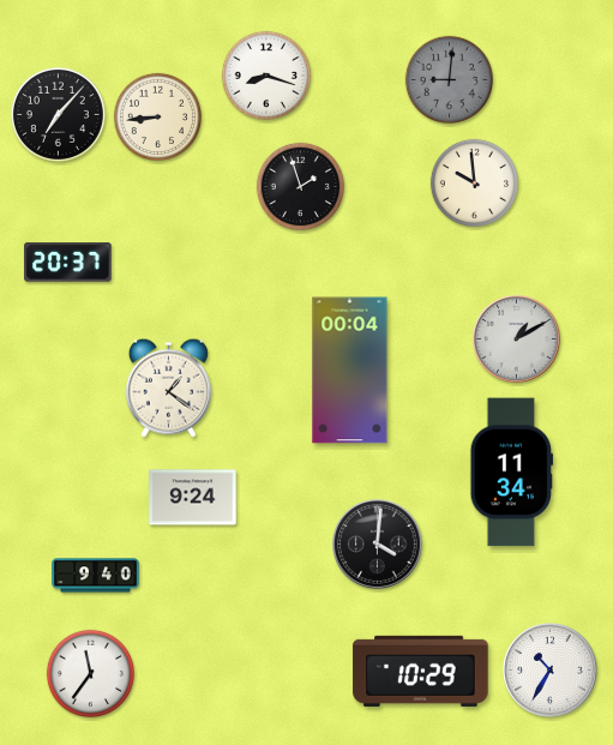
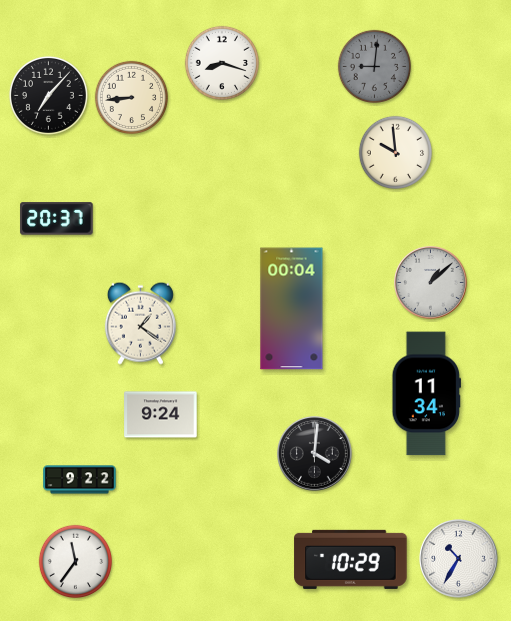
clock at (300, 186): 1:57 -> none
clock at (517, 340): 1:10 -> 1:08
clock at (96, 576): 9:40 -> 9:22
